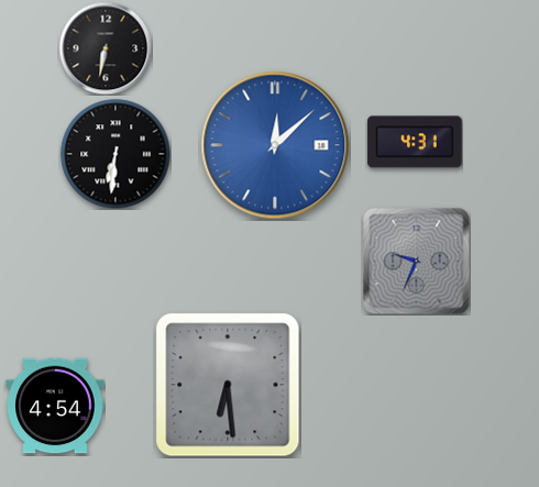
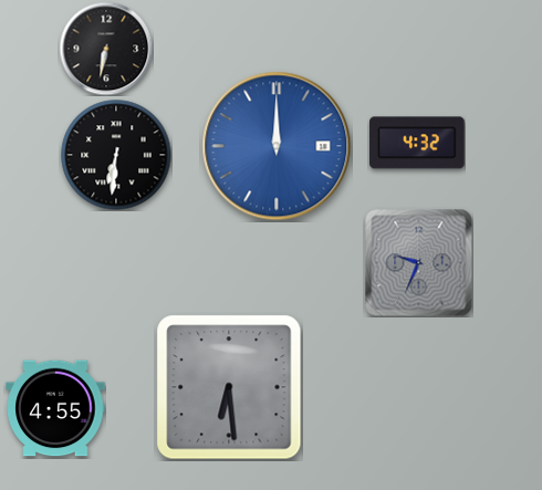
clock at (415, 142): 4:31 -> 4:32
clock at (275, 145): 12:08 -> 12:00
clock at (55, 406): 4:54 -> 4:55
